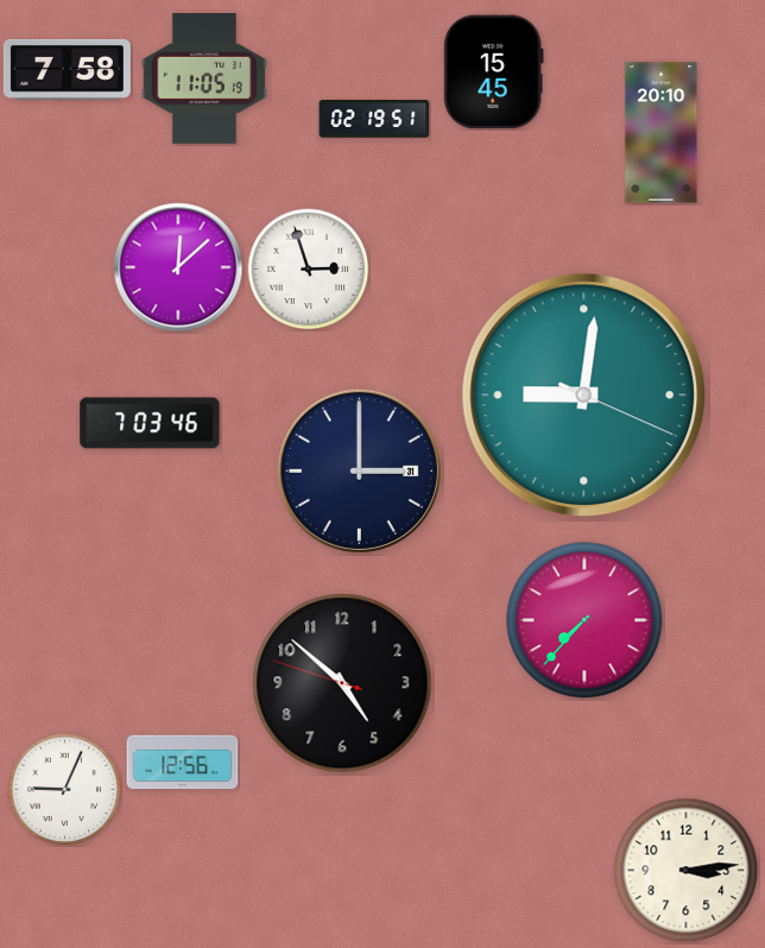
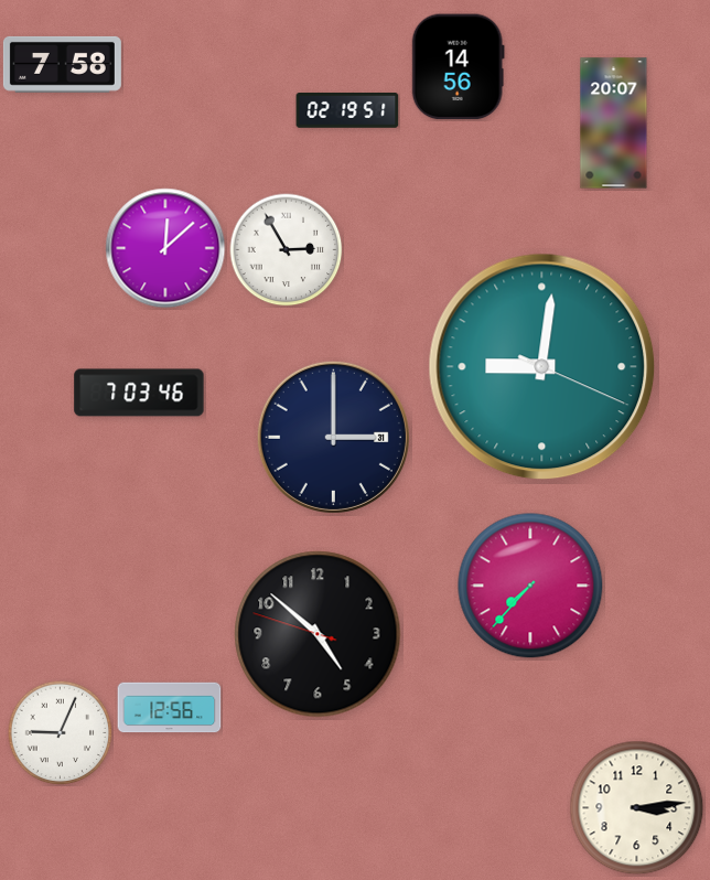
clock at (493, 72): 15:45 -> 14:56
clock at (204, 80): 11:05 -> none
clock at (662, 133): 20:10 -> 20:07
clock at (309, 270): 2:57 -> 2:55
clock at (584, 620) position: (584, 620) -> (530, 586)
